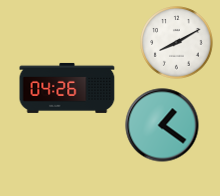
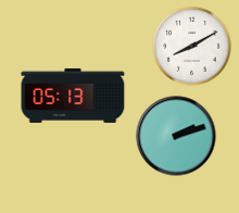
clock at (67, 88): 04:26 -> 05:13
clock at (162, 125): 1:21 -> 2:12
